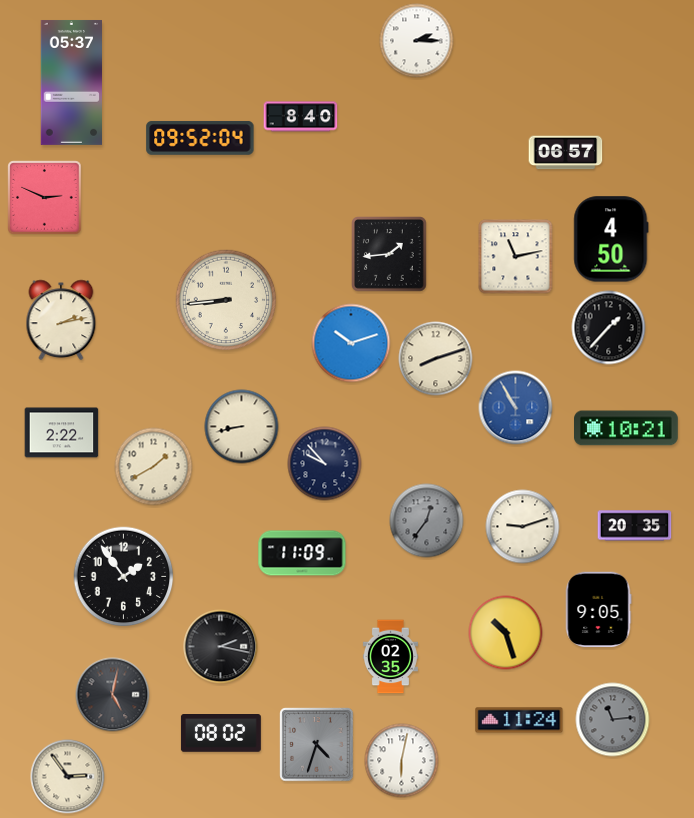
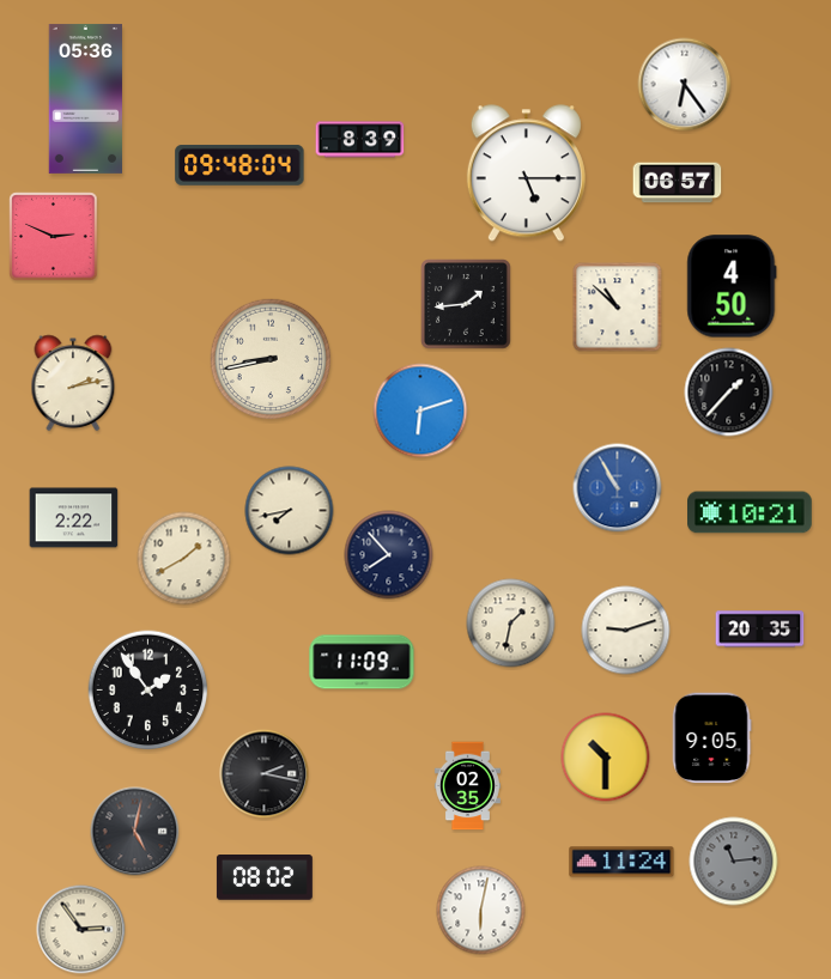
clock at (417, 41): 2:15 -> none
clock at (685, 85): none -> 6:24
clock at (71, 82): 05:37 -> 05:36
clock at (301, 117): 8:40 -> 8:39
clock at (200, 138): 09:52 -> 09:48
clock at (526, 174): none -> 5:15
clock at (516, 257): 11:13 -> 10:52
clock at (226, 300): 8:44 -> 8:43
clock at (351, 343): 10:12 -> 6:12
clock at (436, 359): 8:12 -> none
clock at (242, 427): 8:43 -> 7:43
clock at (325, 464): 9:53 -> 7:53
clock at (427, 521): 12:36 -> 1:32
clock at (427, 521) dial: grey -> cream
clock at (598, 610) position: (598, 610) -> (711, 738)
clock at (506, 633): 10:27 -> 10:30
clock at (317, 745): 4:33 -> none
